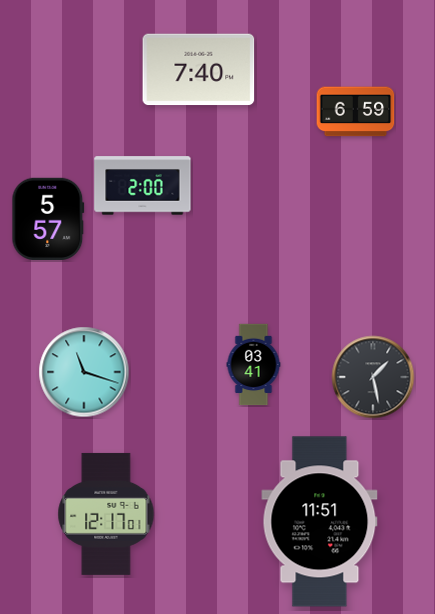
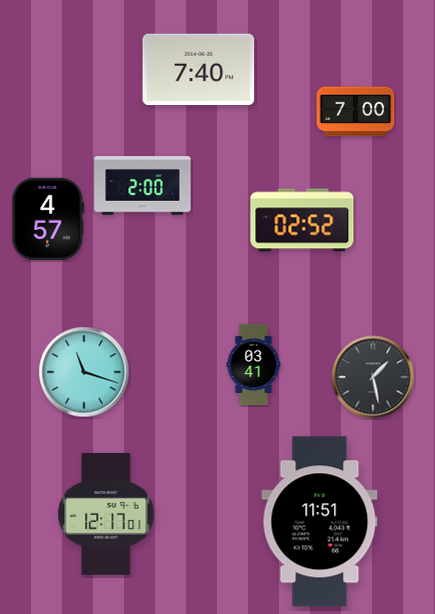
clock at (356, 112): 6:59 -> 7:00
clock at (48, 218): 5:57 -> 4:57
clock at (302, 220): none -> 02:52
